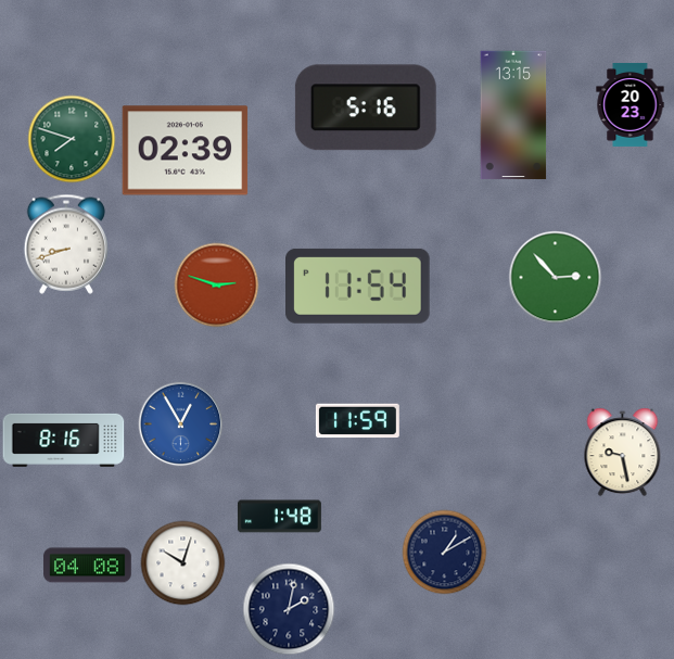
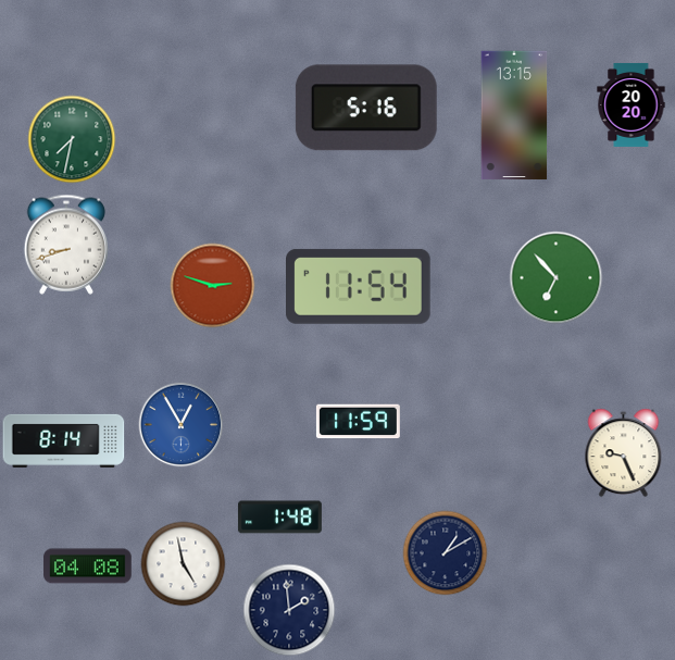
clock at (631, 104): 20:23 -> 20:20
clock at (72, 139): 7:48 -> 7:32
clock at (186, 151): 02:39 -> none
clock at (555, 277): 2:53 -> 6:53
clock at (216, 284) position: (216, 284) -> (212, 285)
clock at (64, 440): 8:16 -> 8:14
clock at (623, 452): 9:28 -> 9:26
clock at (182, 562): 10:03 -> 4:58
clock at (289, 609): 2:02 -> 1:59
